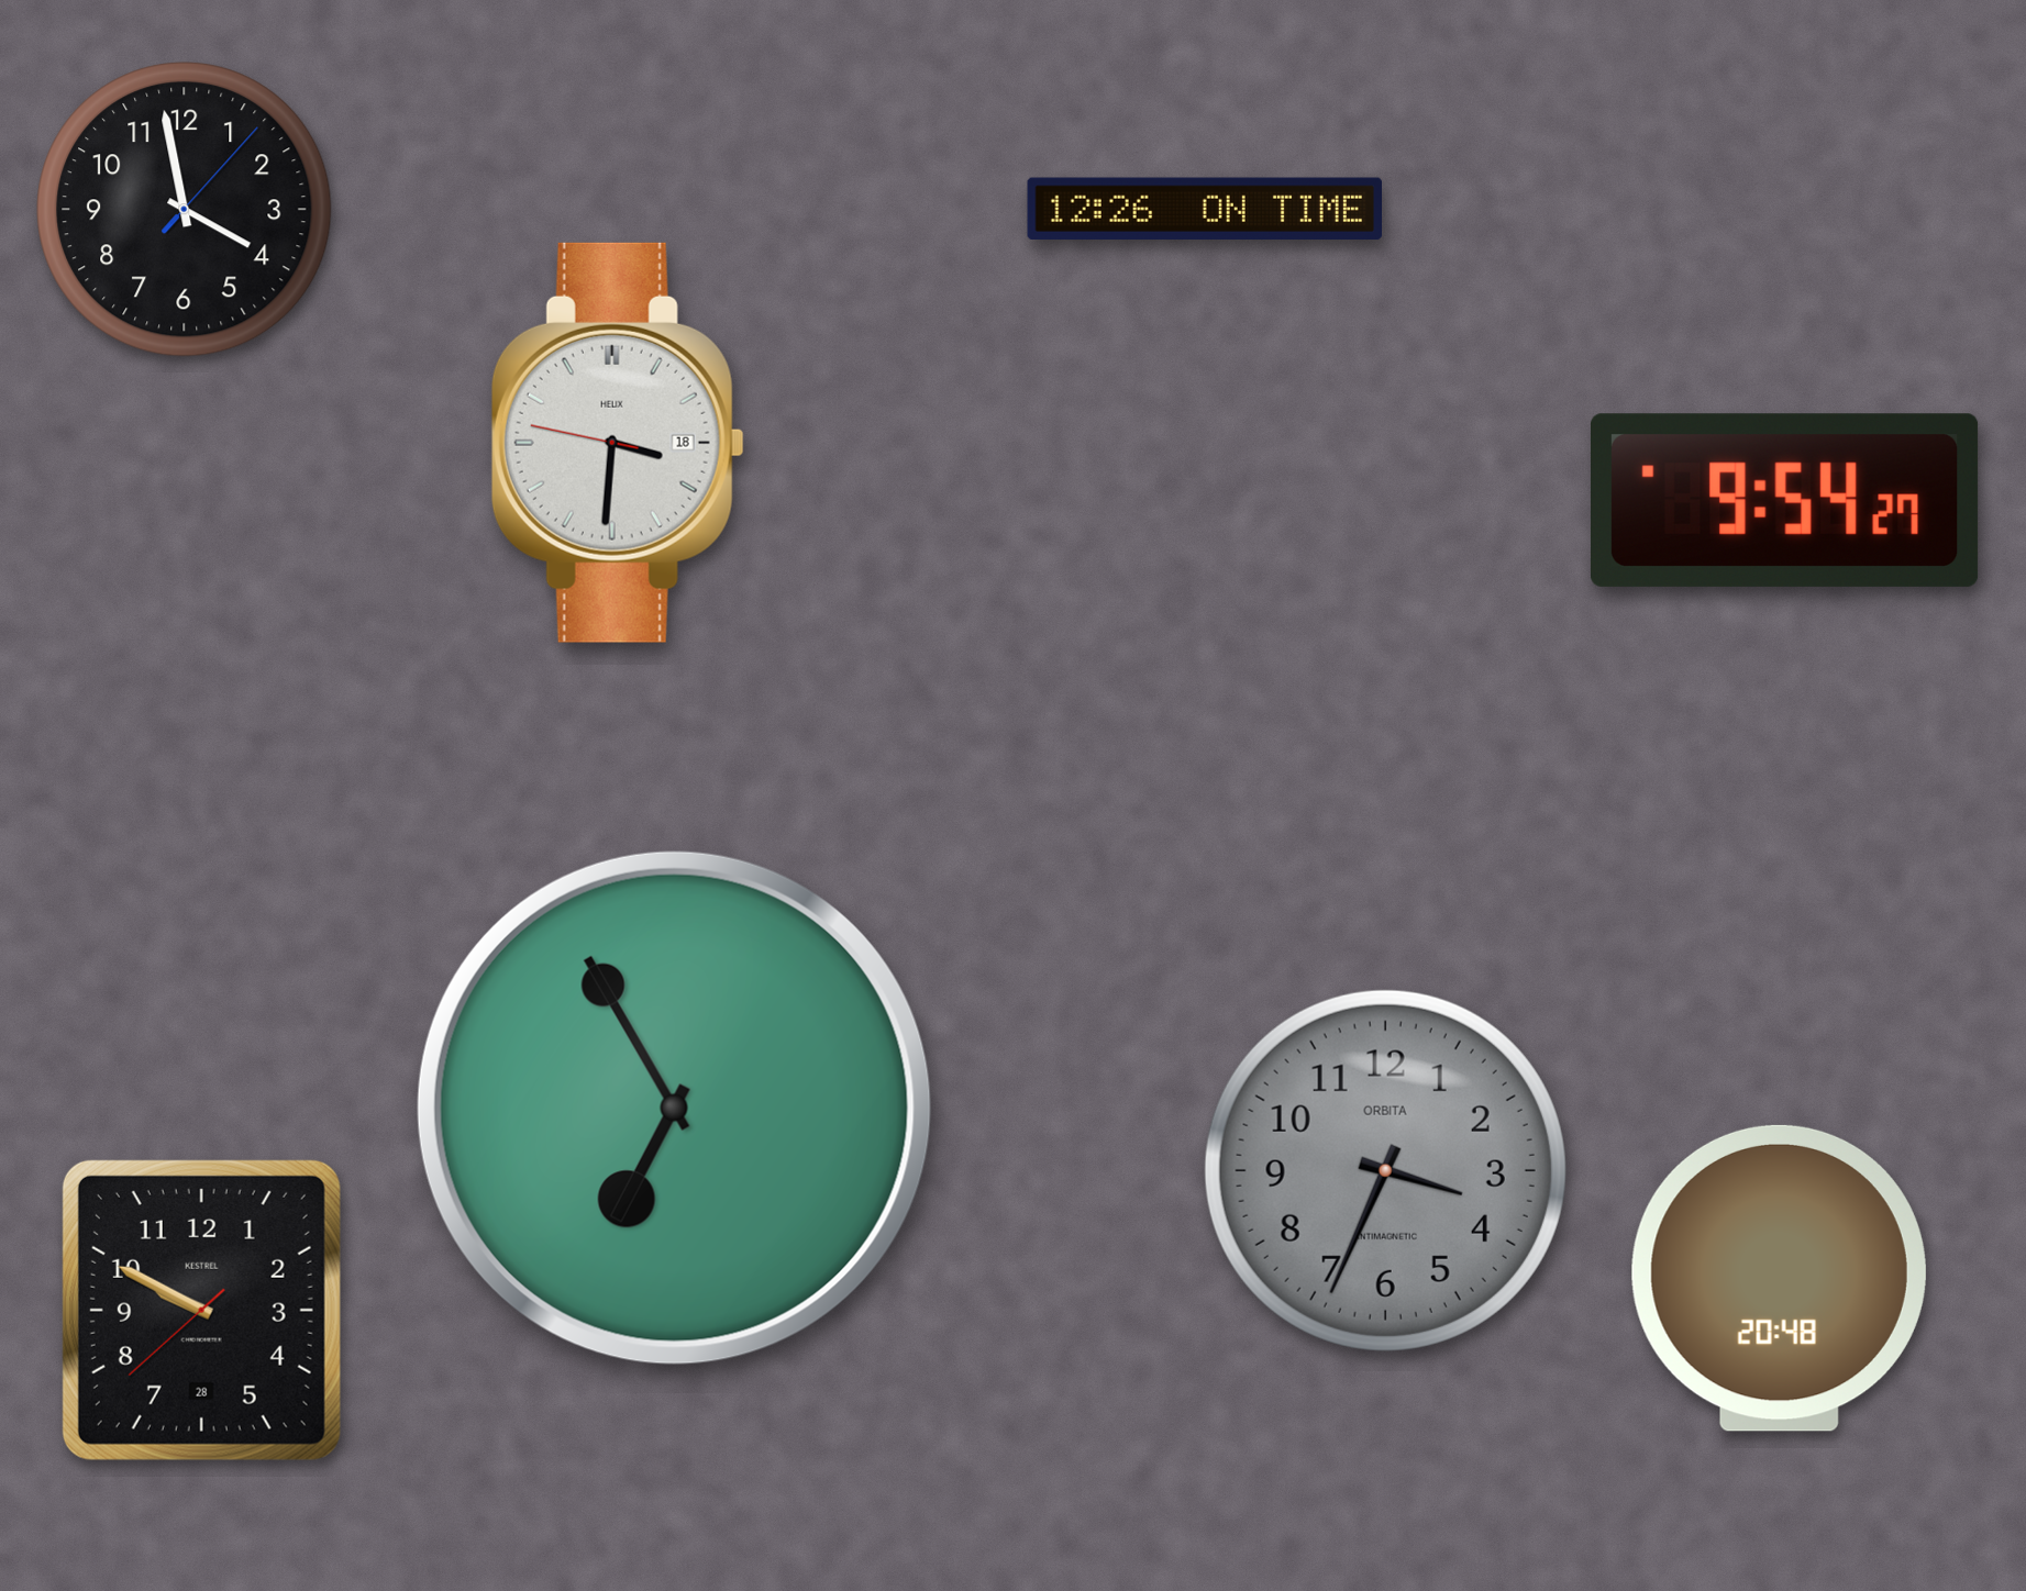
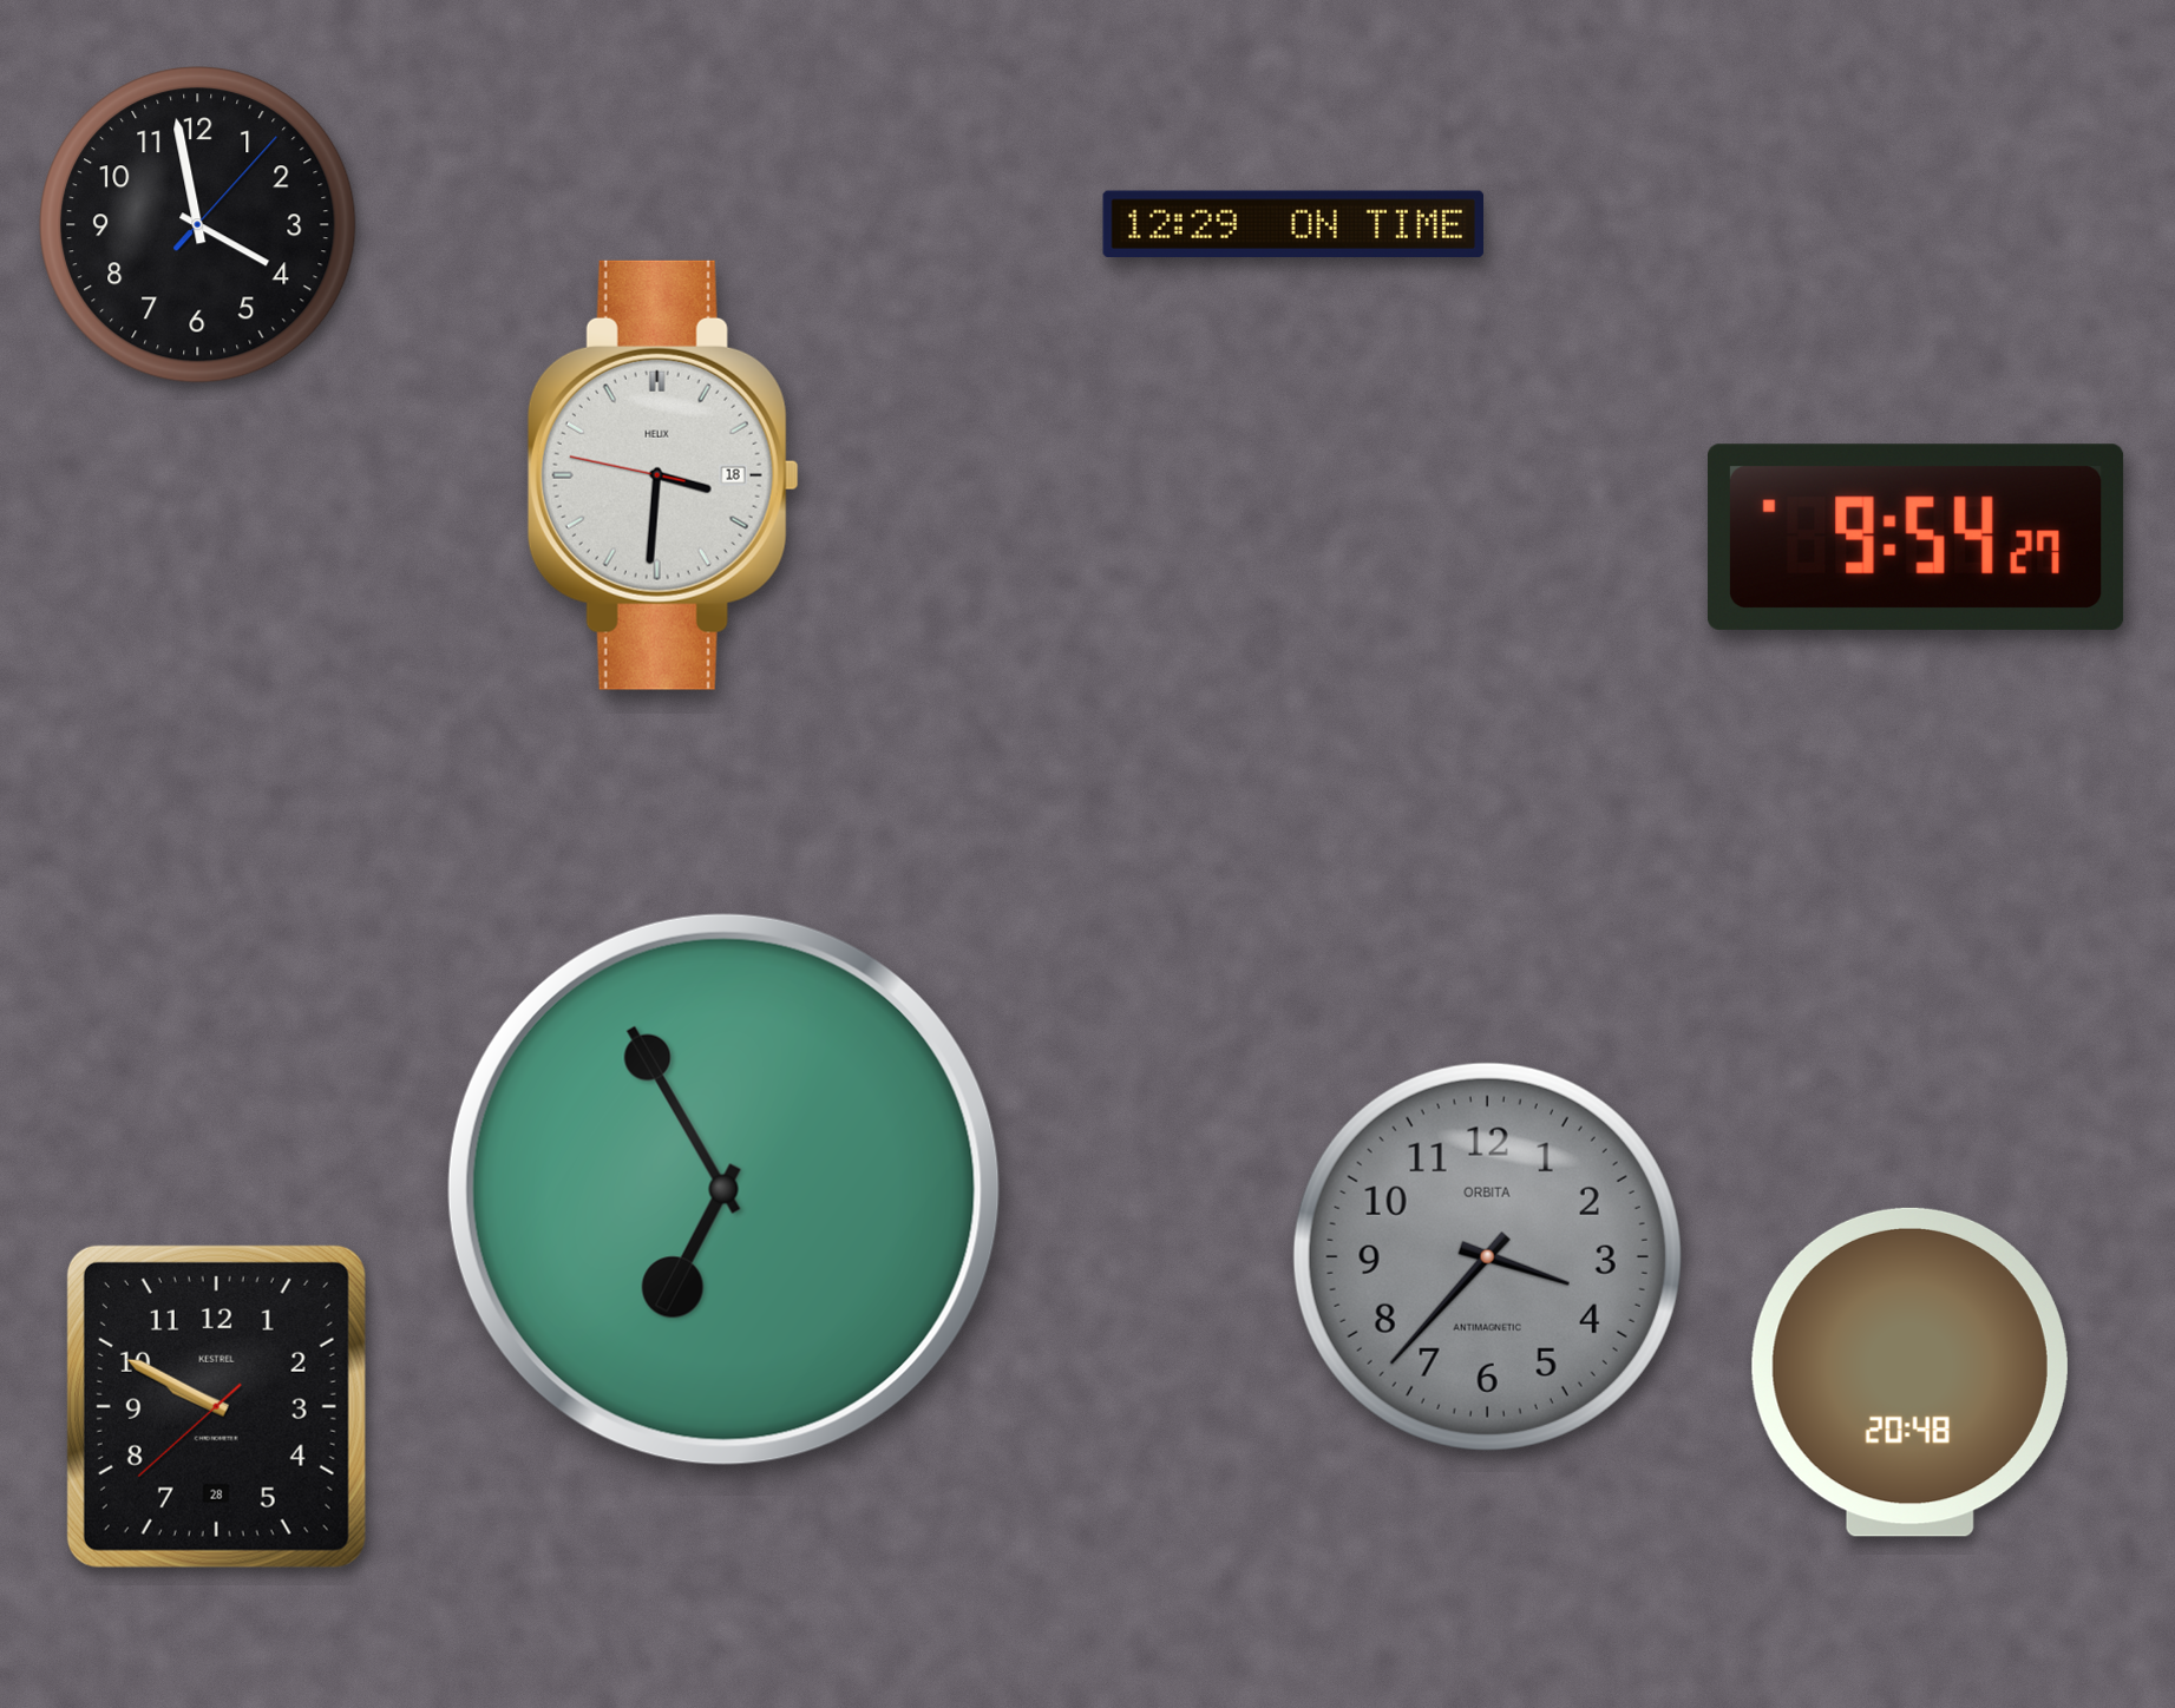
clock at (1204, 208): 12:26 -> 12:29
clock at (1385, 1170): 3:34 -> 3:37
